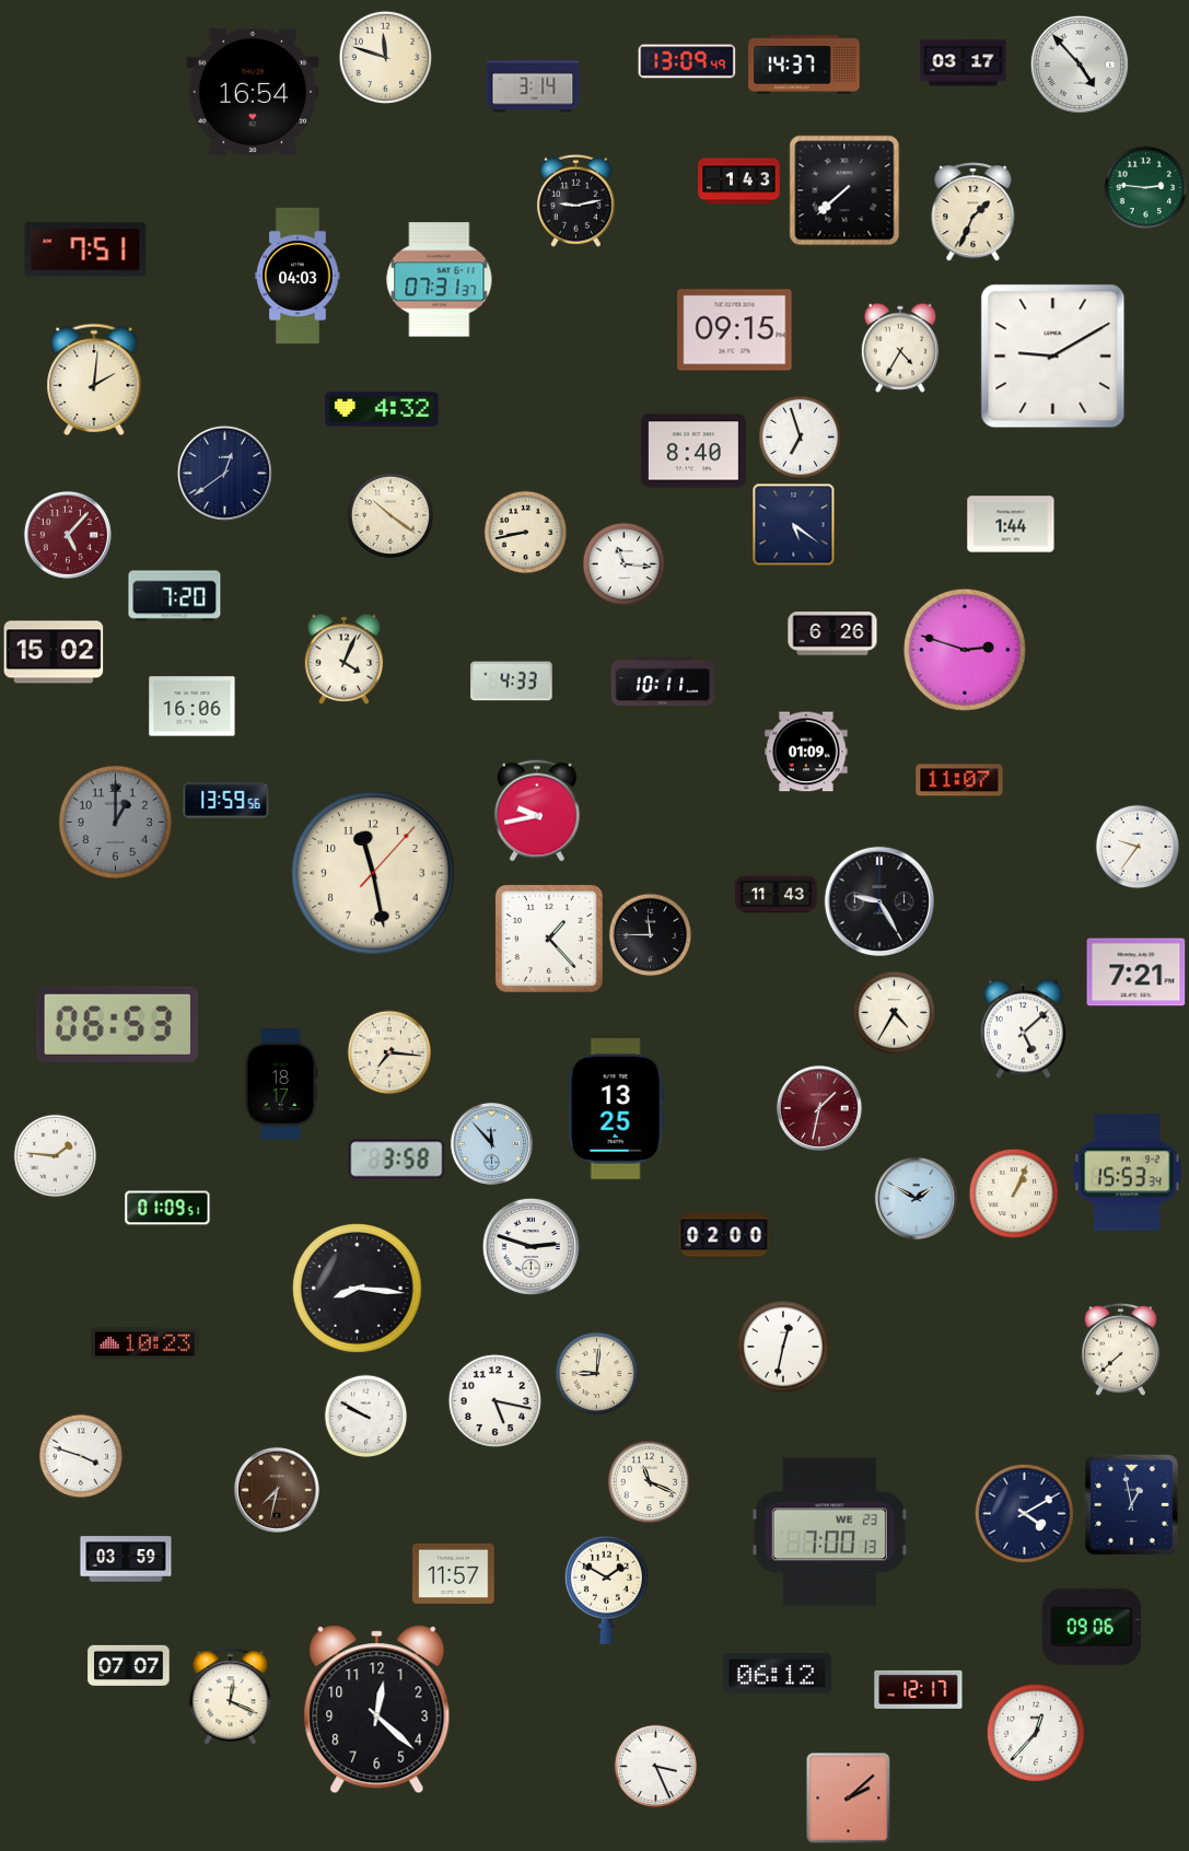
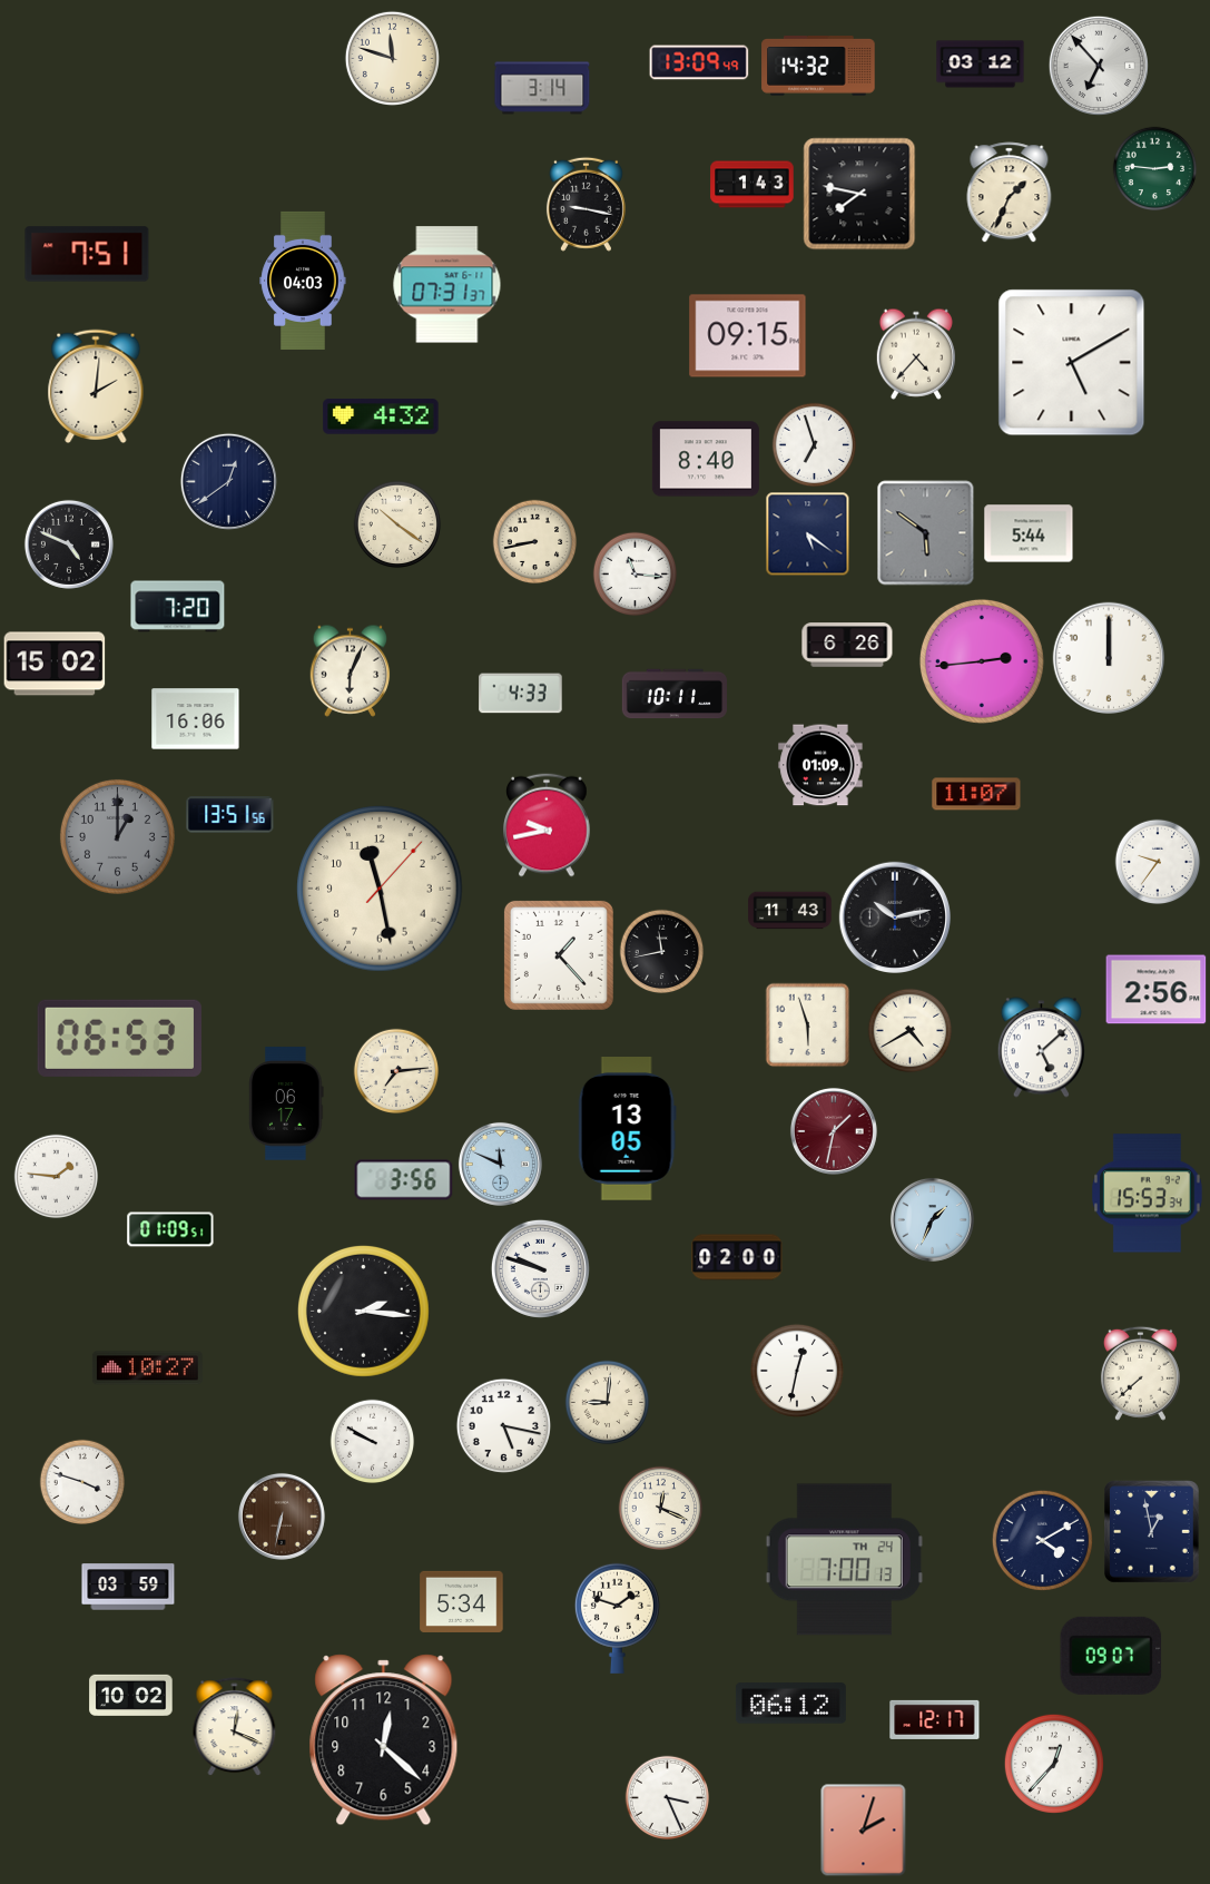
clock at (964, 63): 03:17 -> 03:12
clock at (1080, 65): 4:53 -> 6:53
clock at (804, 66): 14:37 -> 14:32
clock at (253, 92): 16:54 -> none
clock at (1146, 188) position: (1146, 188) -> (1155, 169)
clock at (844, 190): 7:38 -> 7:47
clock at (575, 200): 9:13 -> 9:17
clock at (974, 212) position: (974, 212) -> (1010, 193)
clock at (900, 348): 4:35 -> 4:37
clock at (1053, 357): 9:10 -> 5:10
clock at (382, 409) position: (382, 409) -> (381, 416)
clock at (926, 533): none -> 5:51
clock at (1011, 524): 1:44 -> 5:44
clock at (68, 535): 5:07 -> 4:49
clock at (68, 535) dial: burgundy -> black
clock at (1108, 657): none -> 12:00
clock at (965, 650): 2:48 -> 2:44
clock at (345, 659): 4:04 -> 6:04
clock at (226, 801): 13:59 -> 13:51
clock at (878, 900): 9:25 -> 10:13
clock at (651, 935): 11:45 -> 11:43
clock at (1136, 973): 7:21 -> 2:56
clock at (808, 1026): none -> 5:57
clock at (895, 1013): 4:35 -> 4:40
clock at (117, 1024) position: (117, 1024) -> (119, 1038)
clock at (389, 1052): 7:16 -> 7:14
clock at (281, 1084): 18:17 -> 06:17
clock at (819, 1108) position: (819, 1108) -> (834, 1131)
clock at (616, 1109): 13:25 -> 13:05
clock at (491, 1143): 11:53 -> 11:49
clock at (397, 1160): 3:58 -> 3:56
clock at (1013, 1192): 1:04 -> none
clock at (916, 1198): 1:50 -> 1:34
clock at (531, 1246): 2:48 -> 9:48
clock at (357, 1288): 8:16 -> 2:16
clock at (144, 1344): 10:23 -> 10:27
clock at (597, 1374) position: (597, 1374) -> (608, 1403)
clock at (650, 1482): 11:19 -> 12:19
clock at (277, 1490): 7:32 -> 6:32
clock at (829, 1533) date: WE 23 -> TH 24
clock at (454, 1573): 11:57 -> 5:34
clock at (606, 1590): 1:50 -> 1:48
clock at (1092, 1627): 09:06 -> 09:07
clock at (129, 1665): 07:07 -> 10:02
clock at (849, 1798): 2:08 -> 2:03
